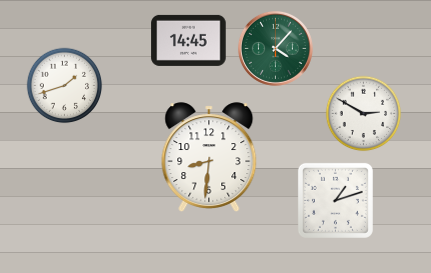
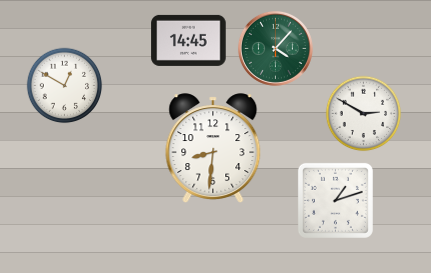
clock at (65, 86): 1:42 -> 12:50
clock at (209, 157) position: (209, 157) -> (213, 148)
